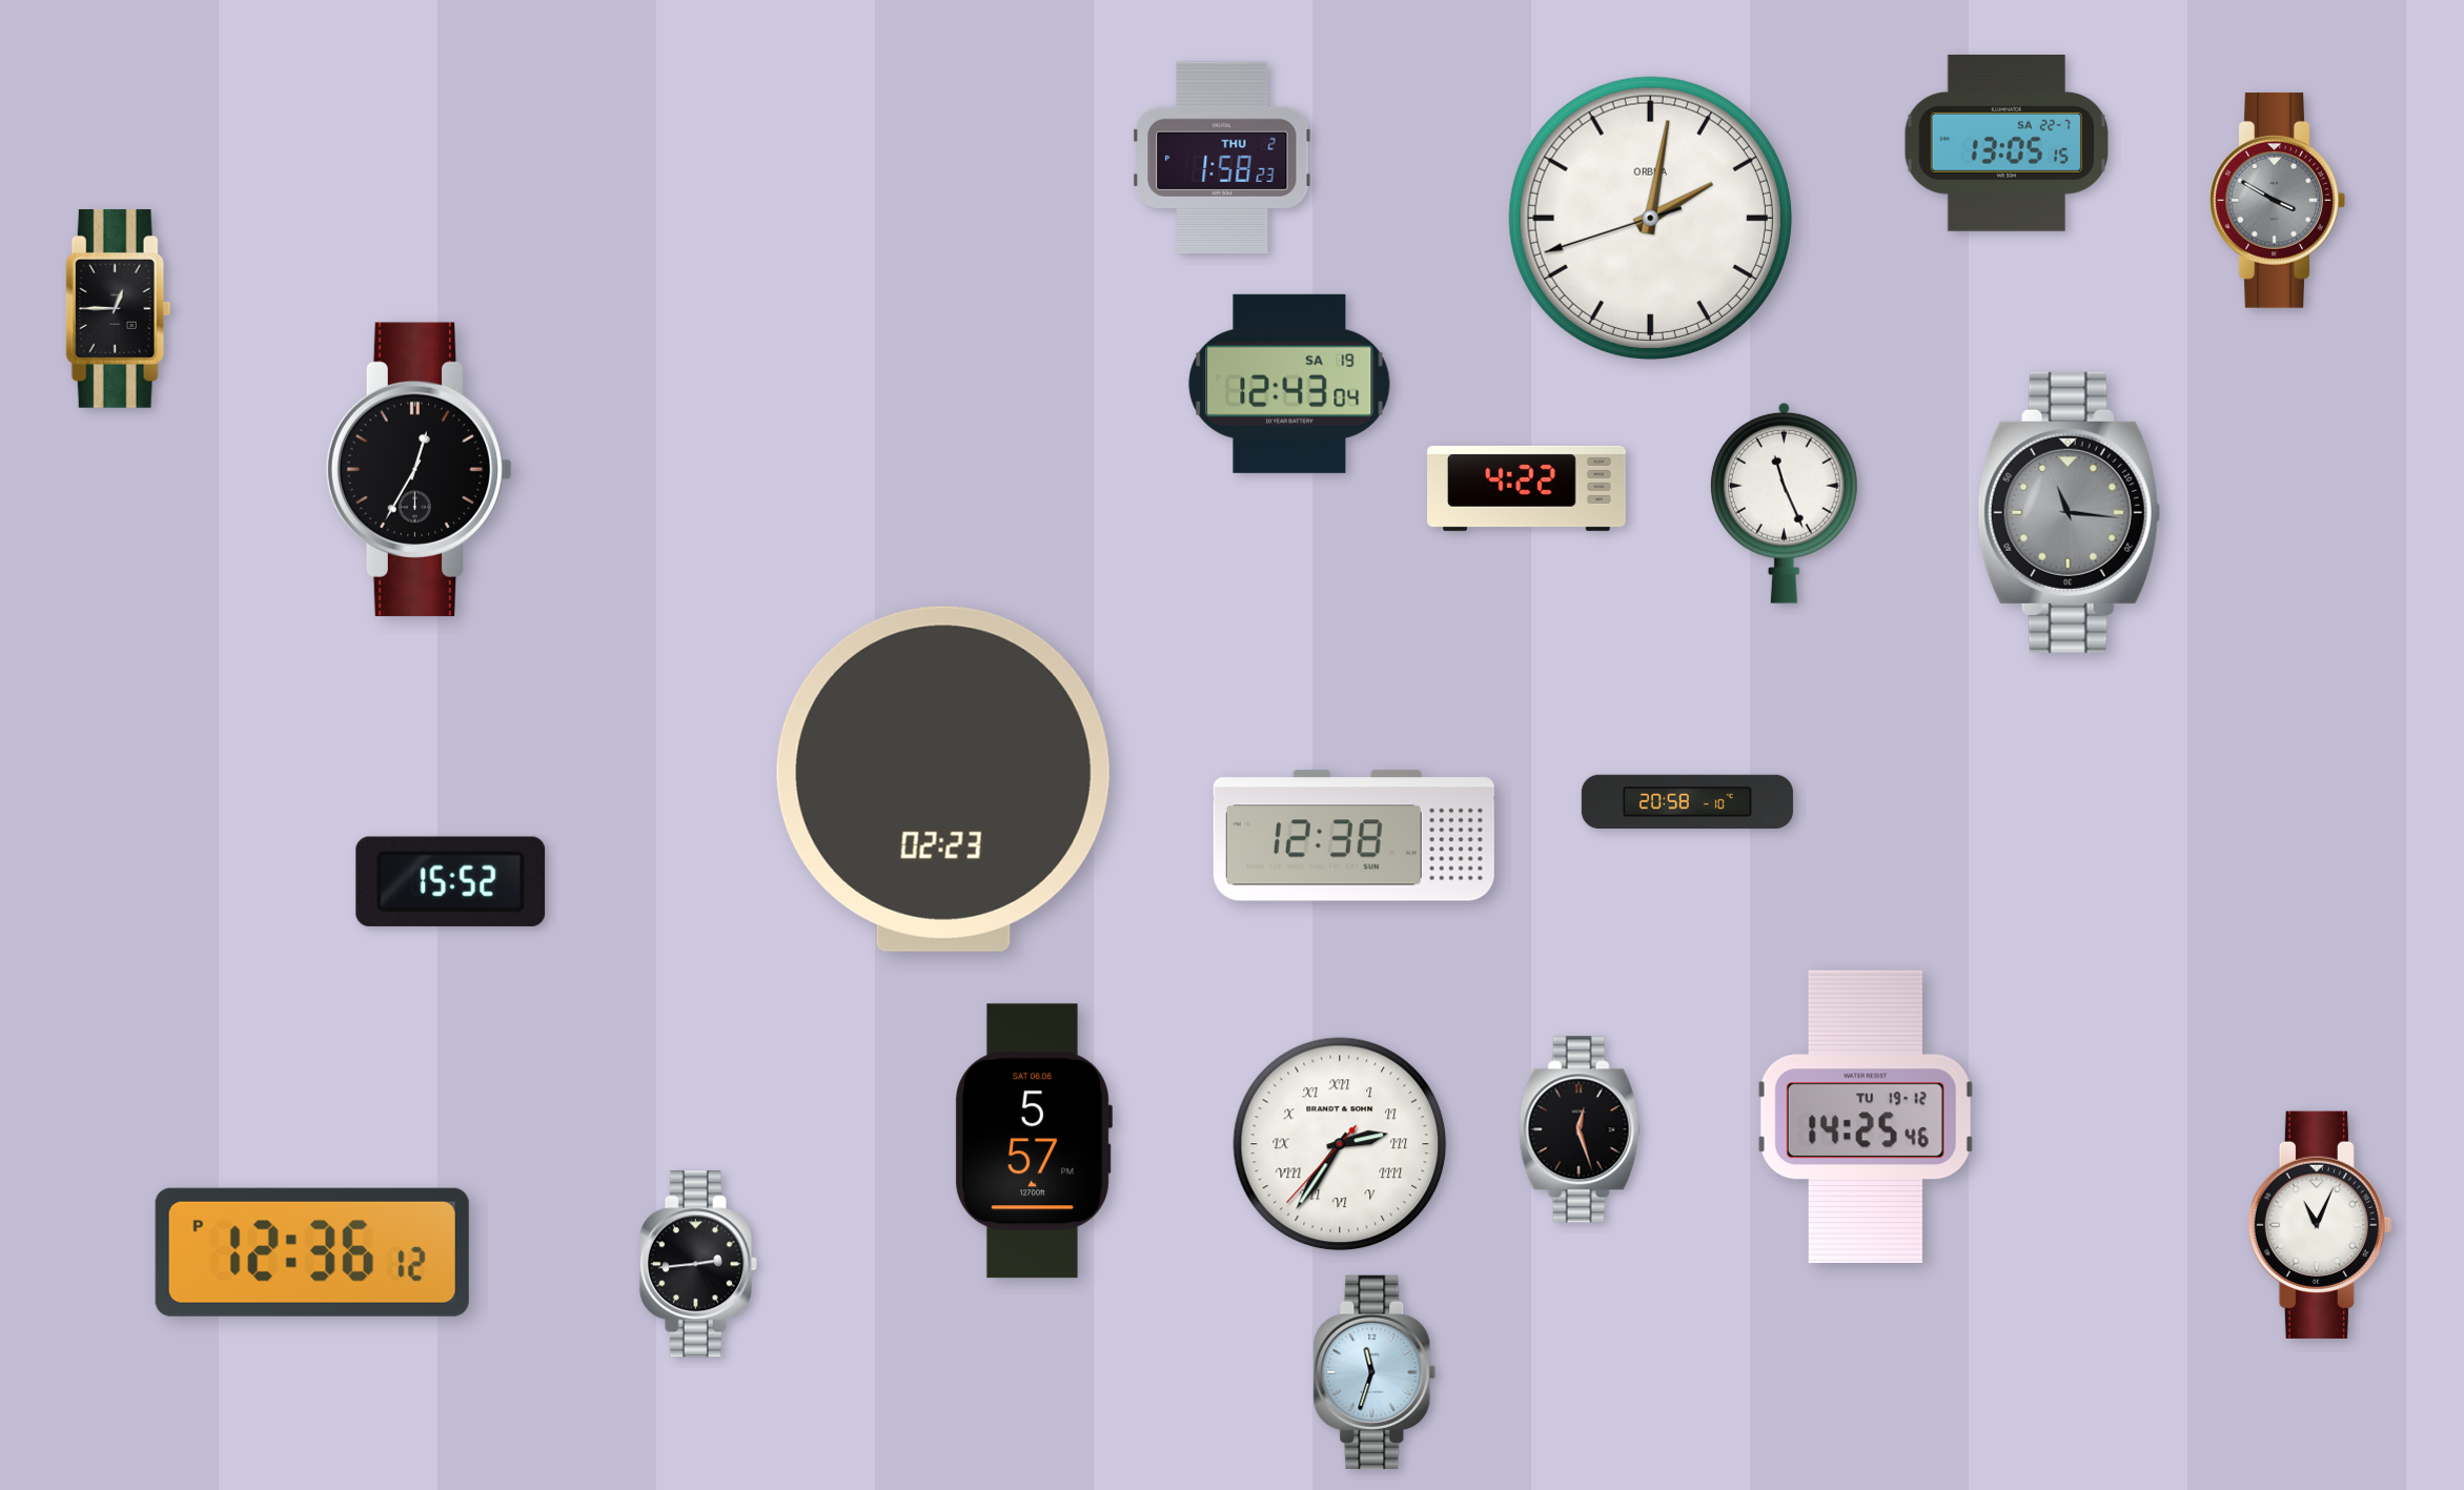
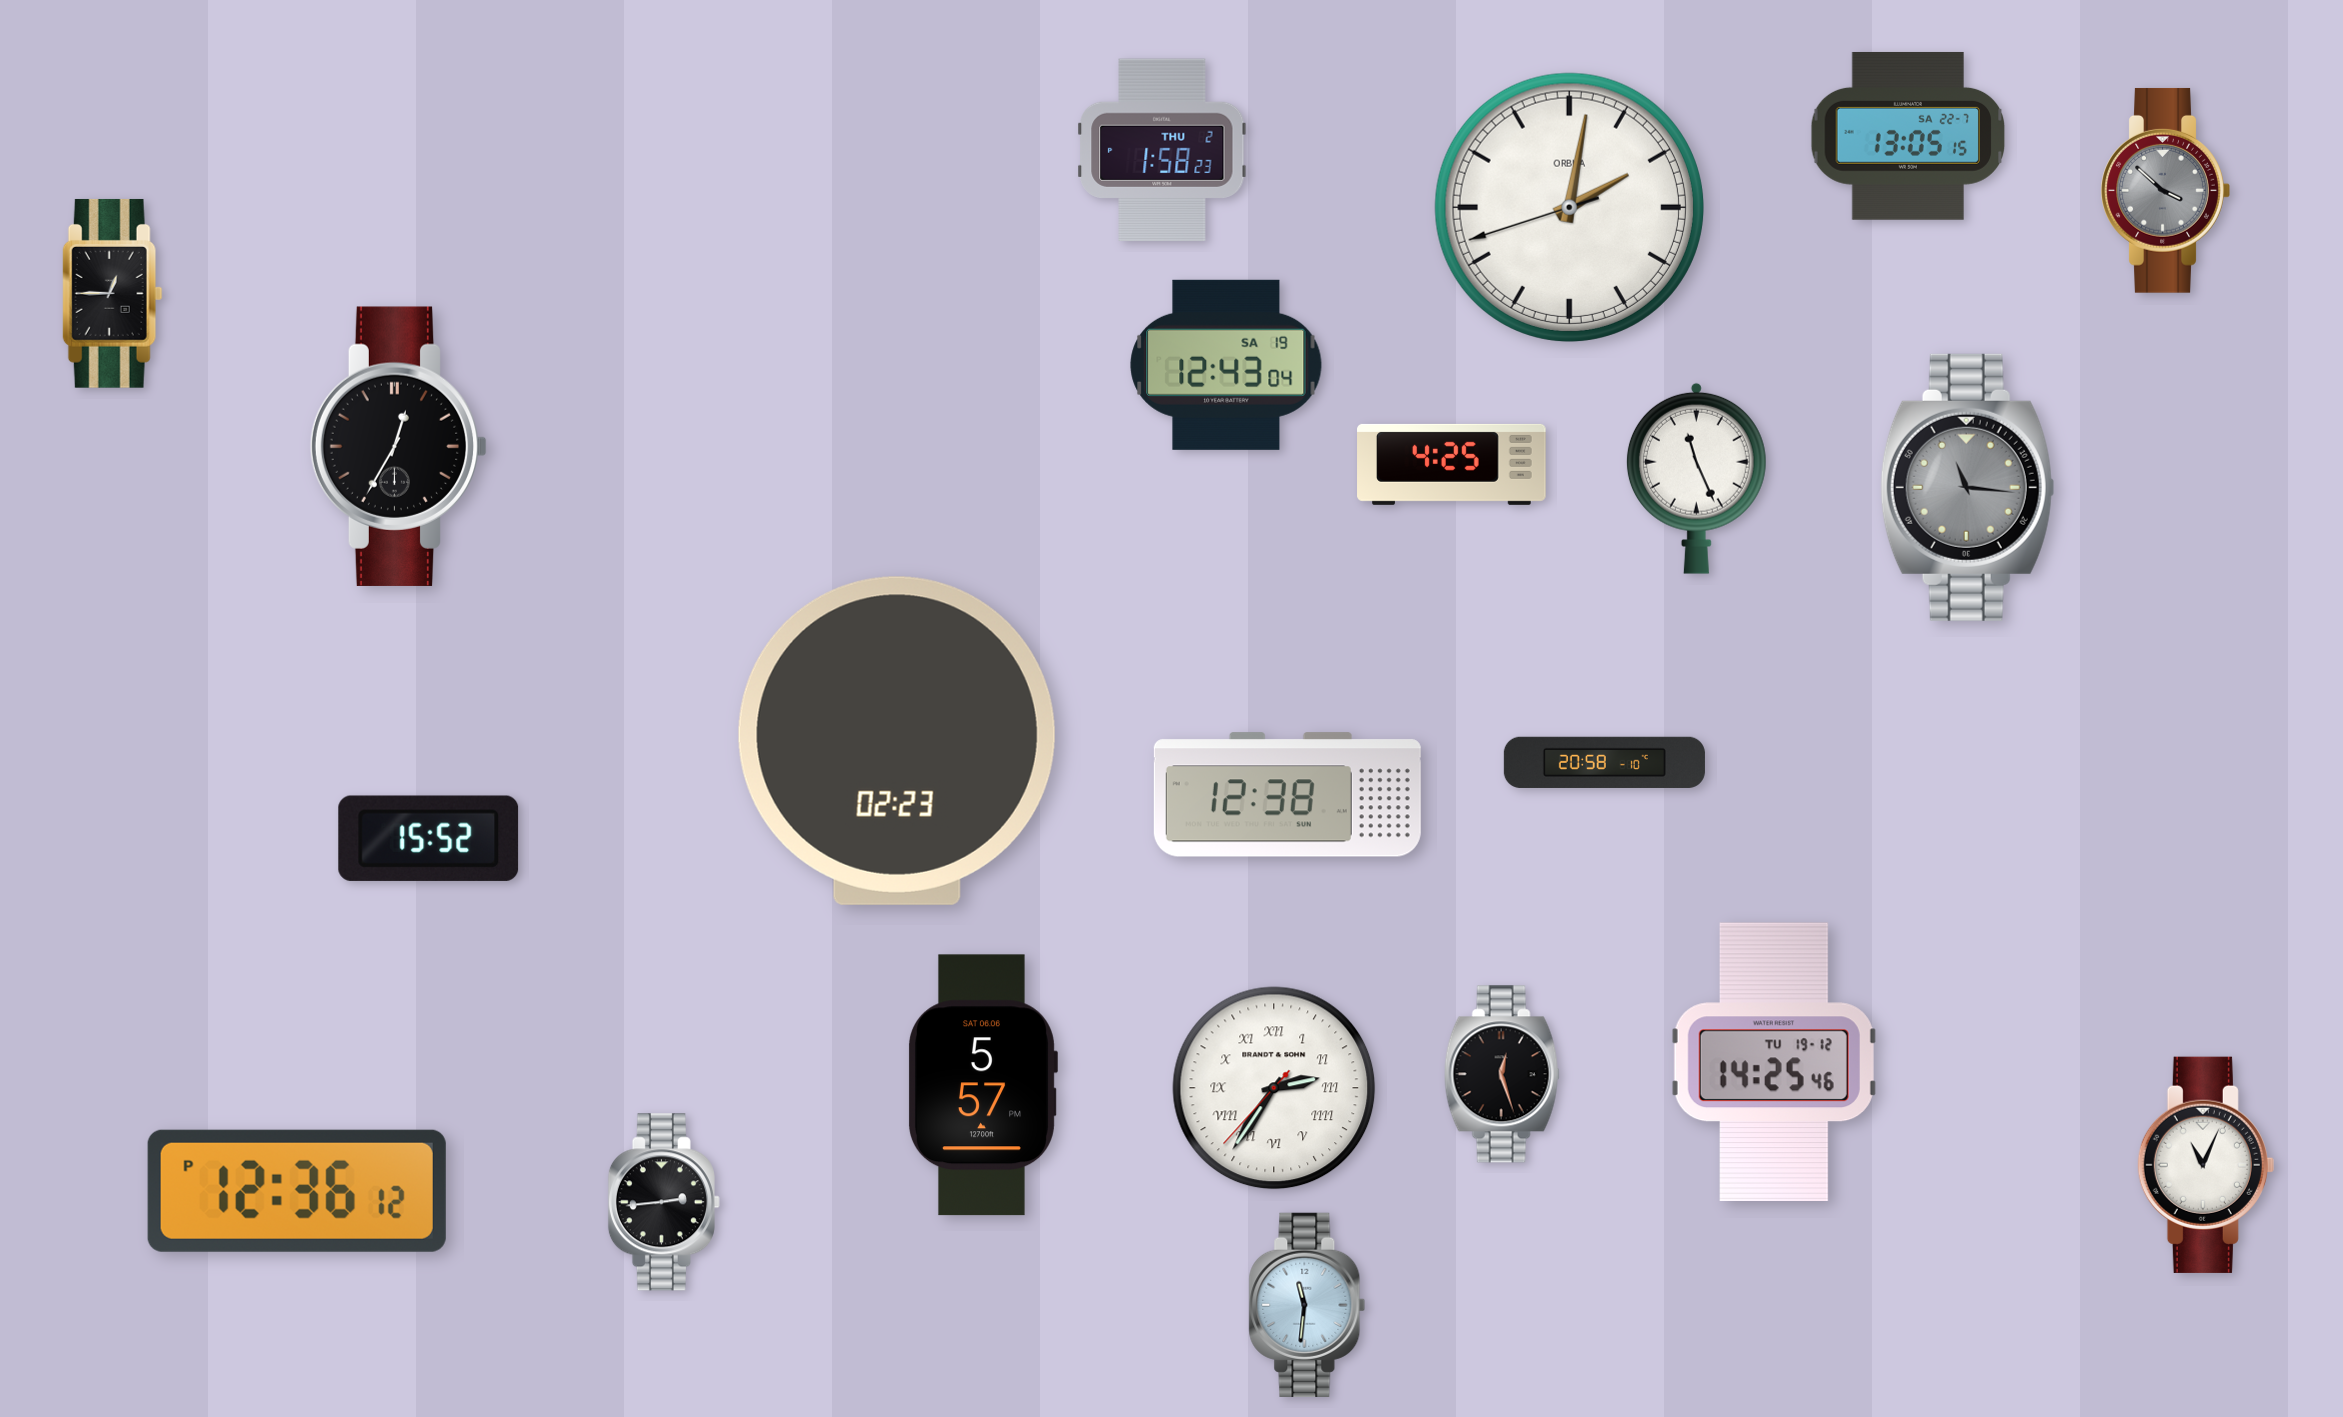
clock at (2277, 200): 3:50 -> 3:52
clock at (1527, 488): 4:22 -> 4:25
clock at (1374, 1372): 11:33 -> 11:31
